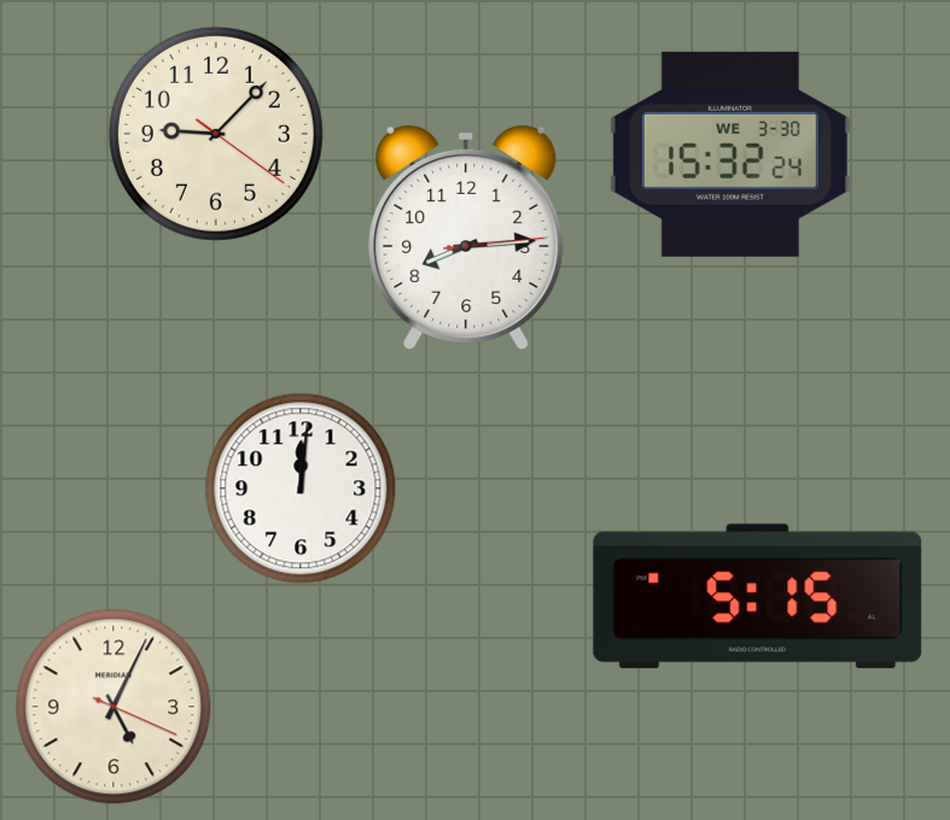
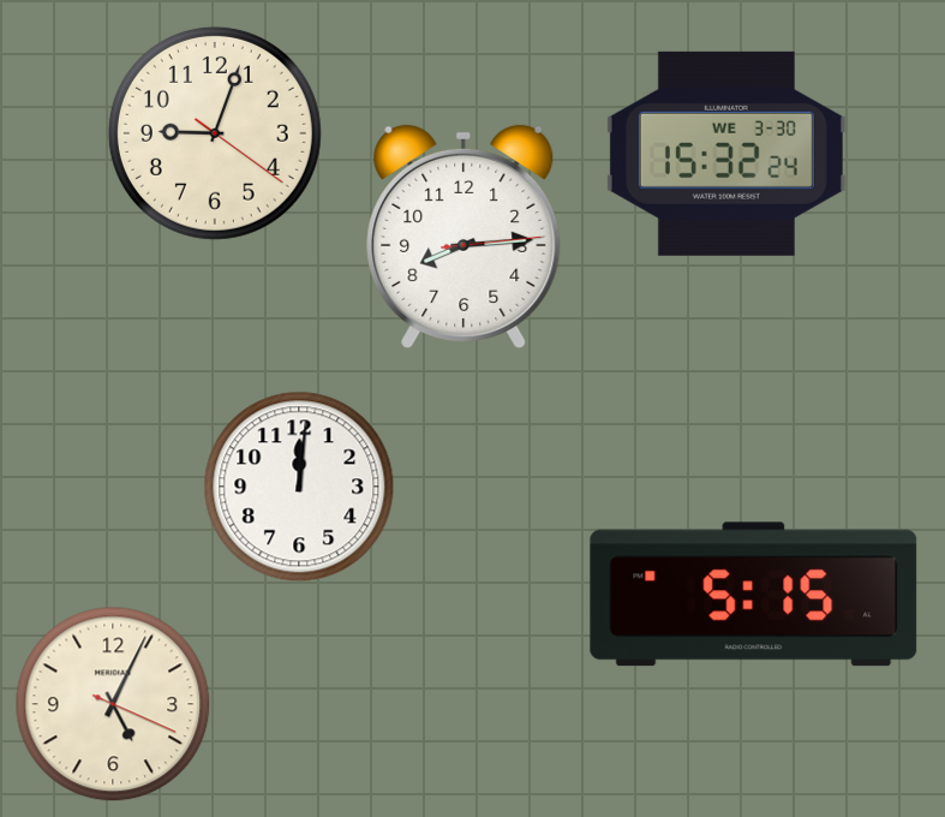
clock at (216, 134): 9:07 -> 9:03
